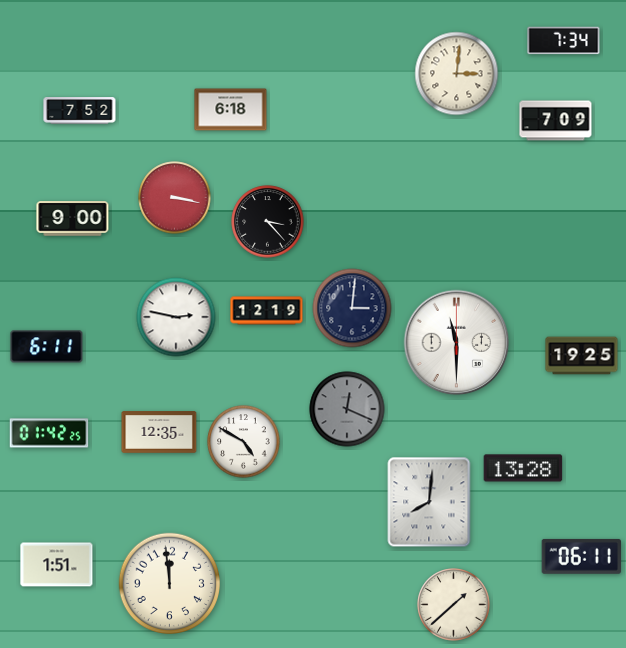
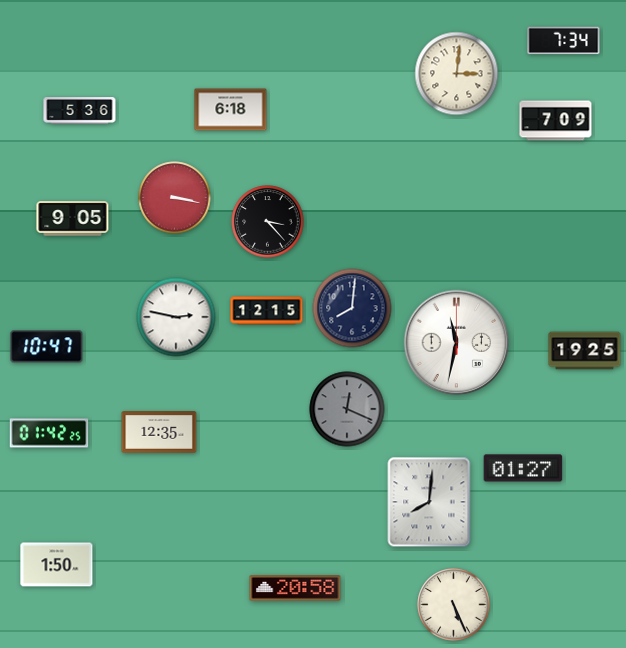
clock at (80, 111): 7:52 -> 5:36
clock at (73, 219): 9:00 -> 9:05
clock at (352, 308): 3:01 -> 8:01
clock at (267, 311): 12:19 -> 12:15
clock at (457, 343): 11:30 -> 11:32
clock at (47, 347): 6:11 -> 10:47
clock at (582, 356) position: (582, 356) -> (585, 351)
clock at (244, 442): 4:50 -> none
clock at (523, 468): 13:28 -> 01:27
clock at (581, 556): 06:11 -> none
clock at (57, 565): 1:51 -> 1:50
clock at (169, 583): 11:59 -> none
clock at (295, 589): none -> 20:58
clock at (454, 605): 1:38 -> 5:26
